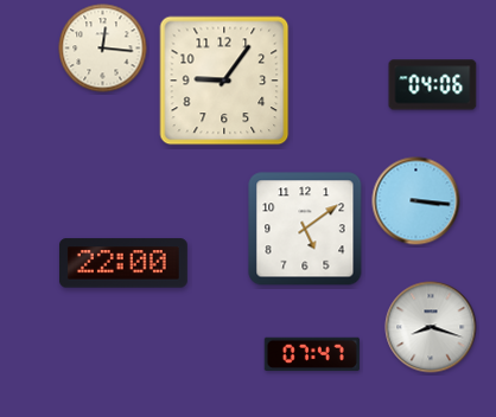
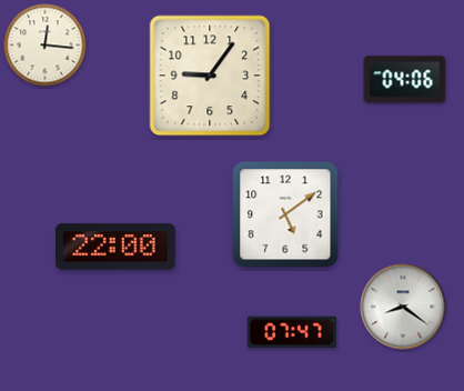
clock at (103, 49) position: (103, 49) -> (46, 46)
clock at (416, 201): 3:16 -> none
clock at (431, 327): 8:18 -> 8:21
